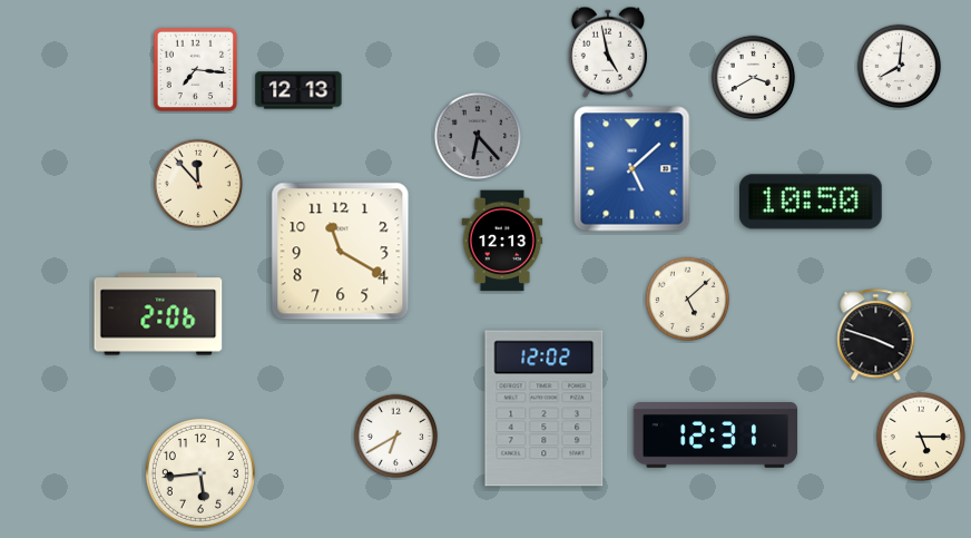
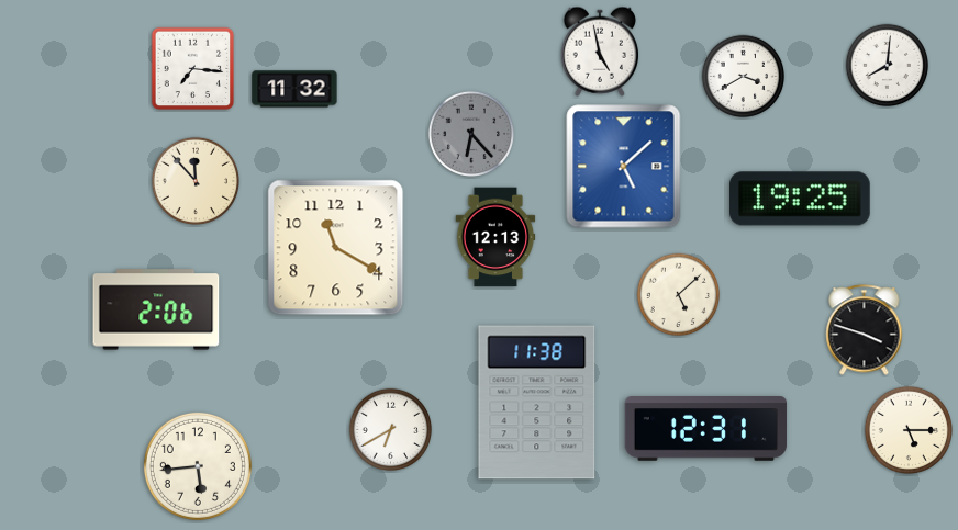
clock at (298, 90): 12:13 -> 11:32
clock at (812, 202): 10:50 -> 19:25
clock at (545, 409): 12:02 -> 11:38
